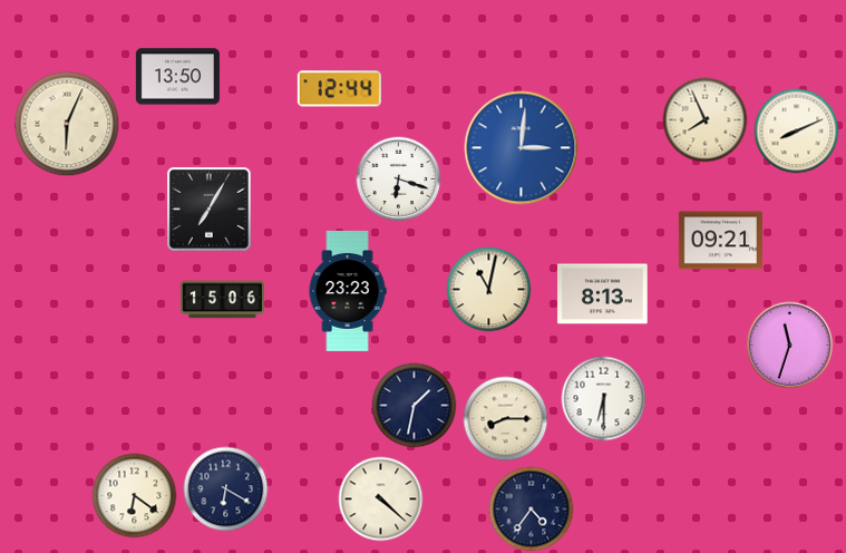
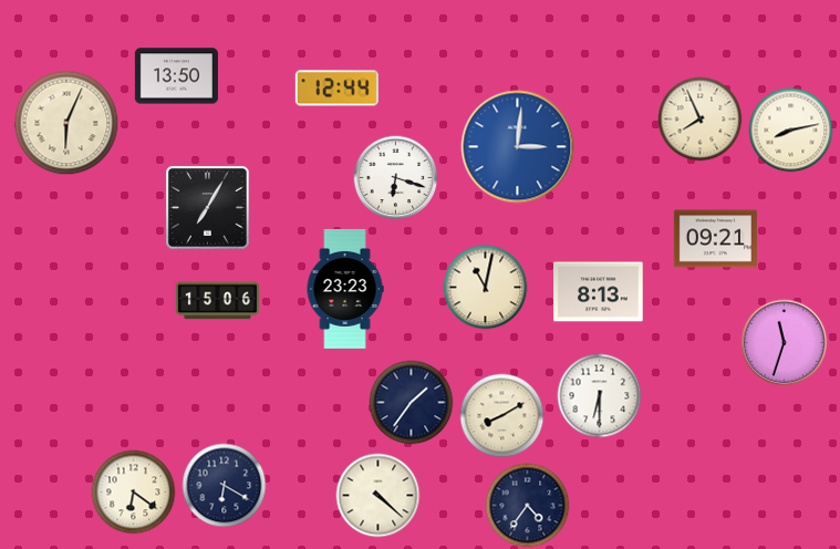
clock at (797, 132): 8:11 -> 8:13
clock at (222, 300) position: (222, 300) -> (217, 301)
clock at (415, 406): 1:32 -> 1:36
clock at (506, 419): 8:15 -> 8:10
